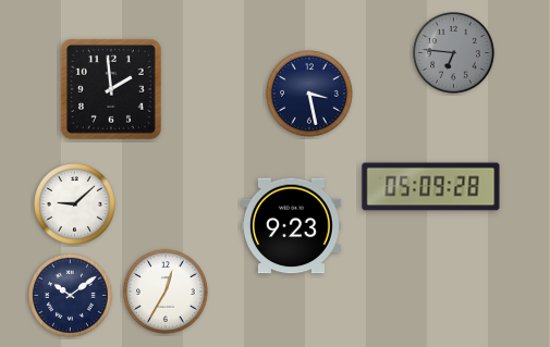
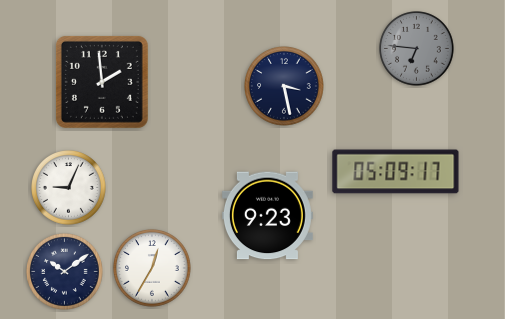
clock at (431, 187): 05:09:28 -> 05:09:17
clock at (75, 205): 9:08 -> 9:04
clock at (291, 226) position: (291, 226) -> (267, 216)
